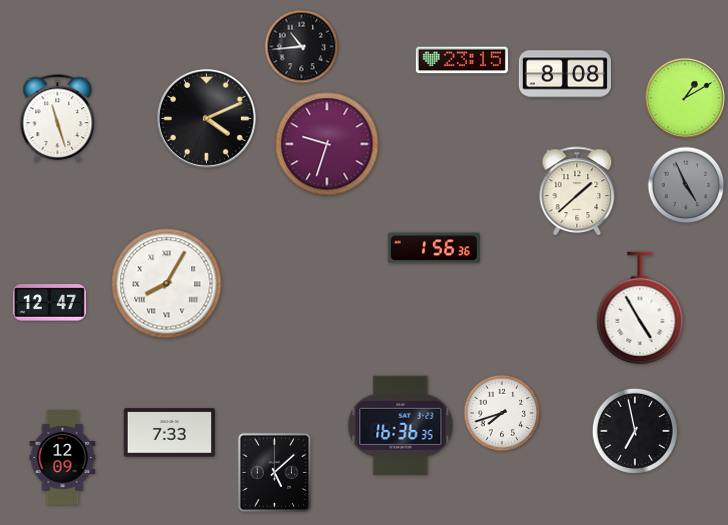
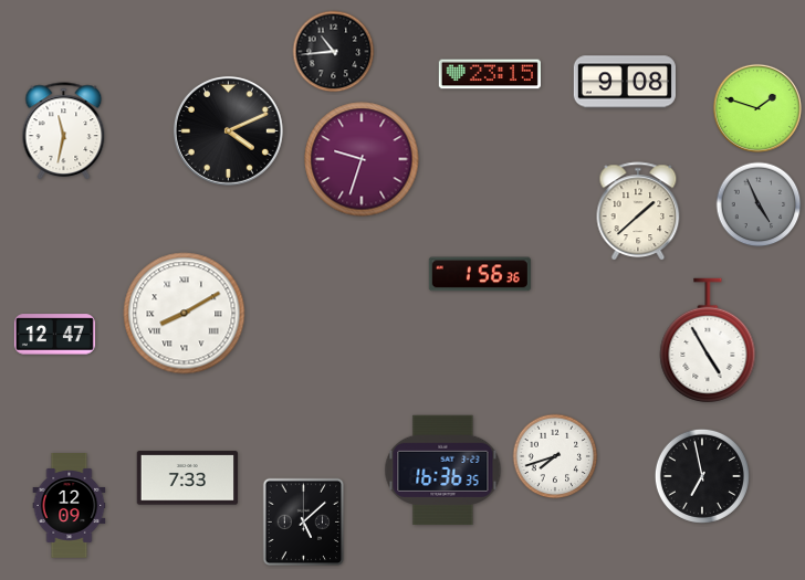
clock at (462, 60) position: (462, 60) -> (490, 74)
clock at (565, 74): 8:08 -> 9:08
clock at (685, 98): 1:10 -> 1:48
clock at (58, 118): 11:27 -> 11:32
clock at (167, 284): 8:05 -> 8:10
